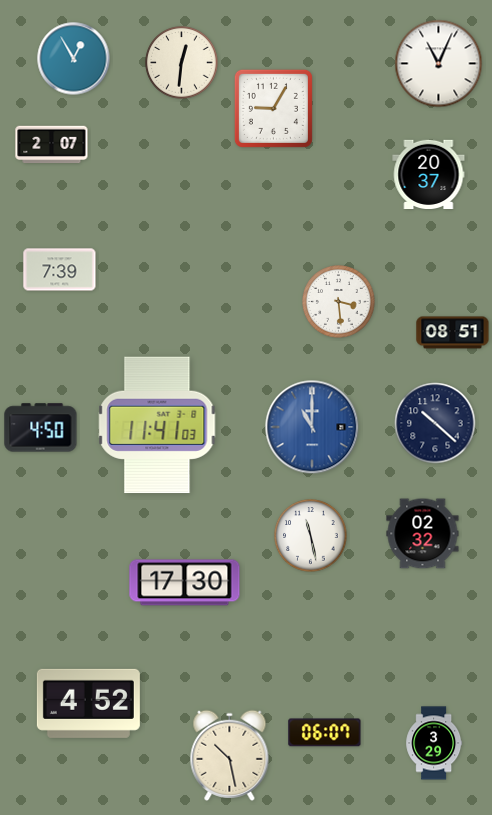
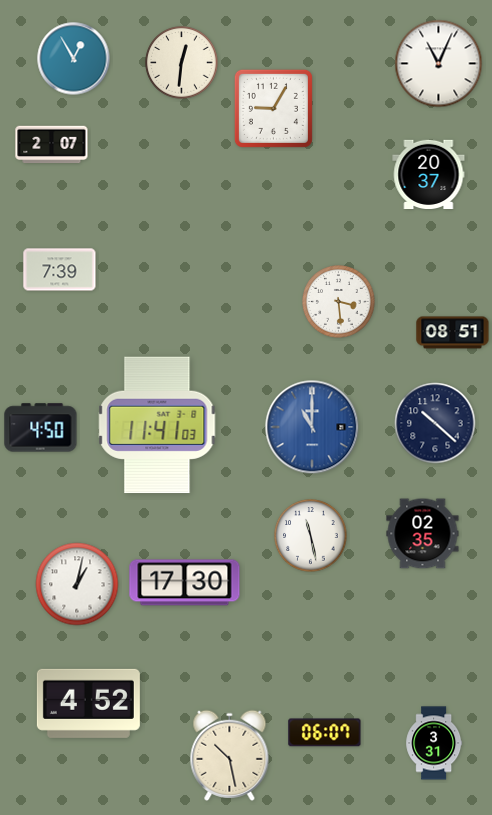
clock at (423, 534): 02:32 -> 02:35
clock at (77, 584): none -> 1:02
clock at (434, 743): 3:29 -> 3:31
